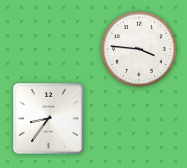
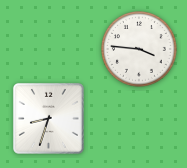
clock at (48, 118): 8:36 -> 8:33
